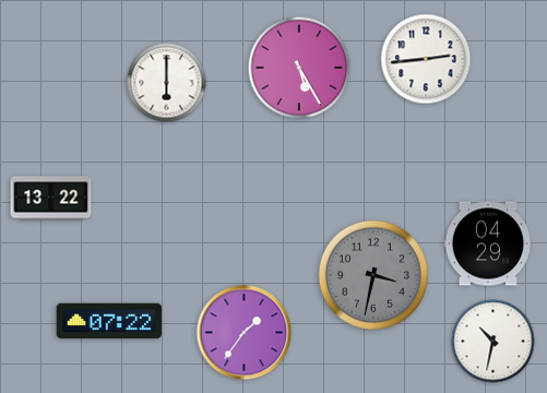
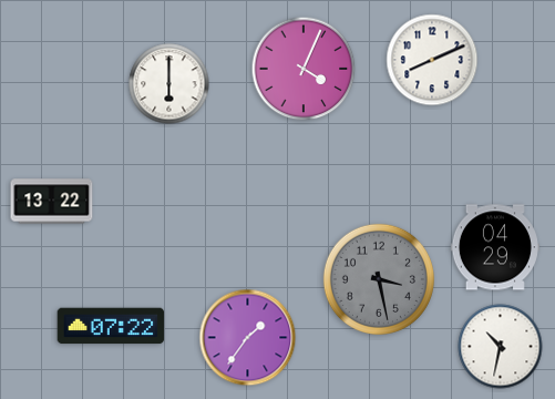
clock at (426, 59): 2:44 -> 8:11
clock at (299, 68): 5:25 -> 4:04
clock at (373, 275): 3:32 -> 3:28
